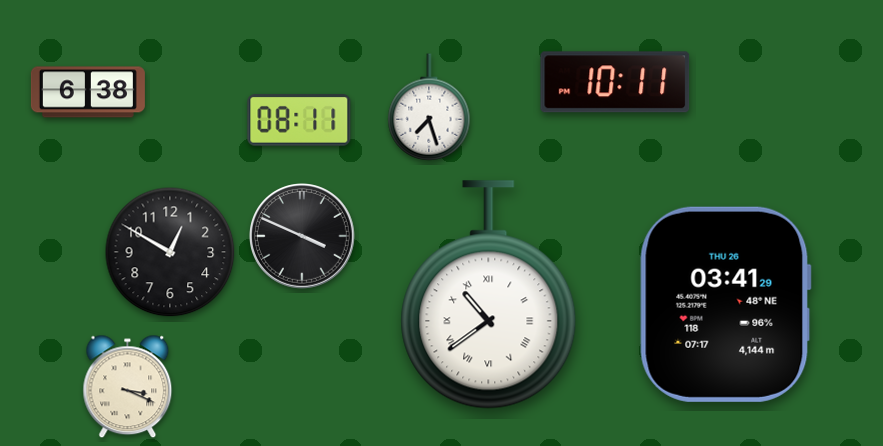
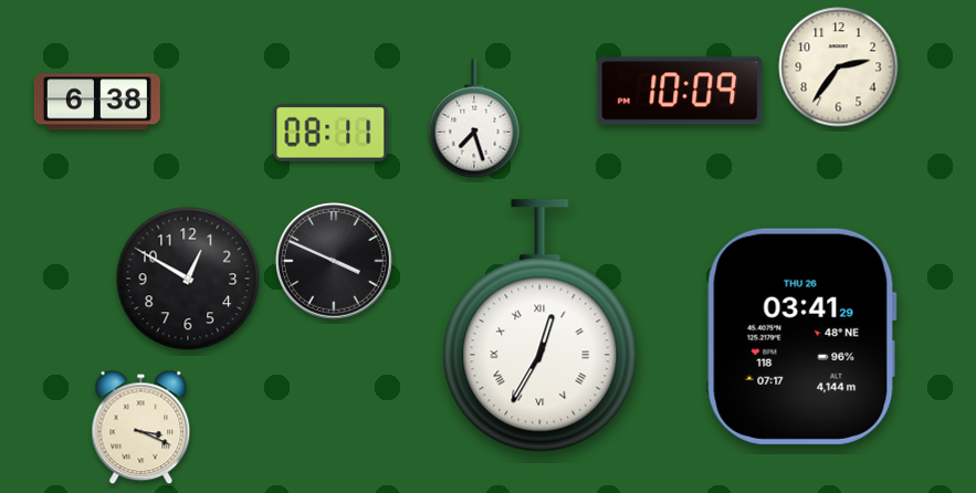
clock at (839, 67): none -> 2:36
clock at (615, 82): 10:11 -> 10:09
clock at (489, 295): 10:39 -> 12:35
